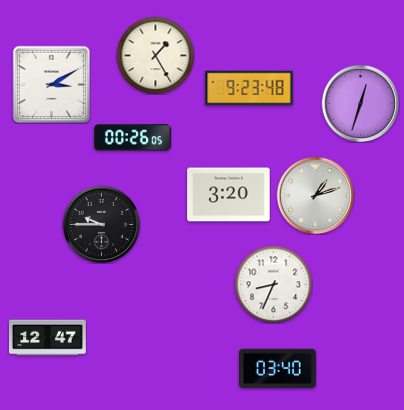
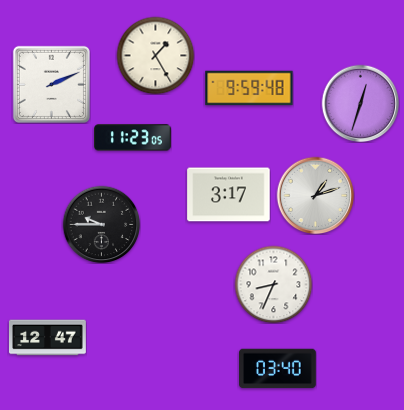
clock at (51, 84): 3:10 -> 2:11
clock at (249, 88): 9:23 -> 9:59
clock at (133, 138): 00:26 -> 11:23
clock at (229, 195): 3:20 -> 3:17
